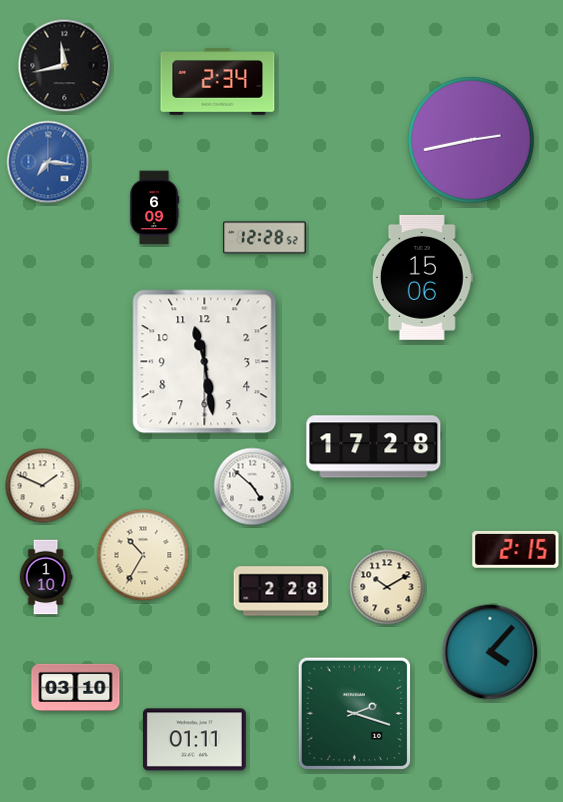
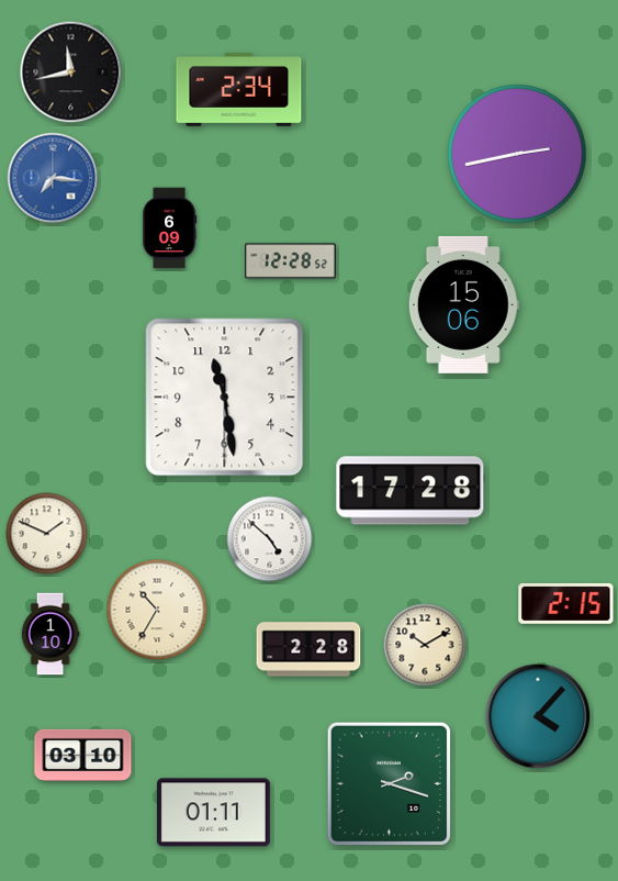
clock at (253, 487) position: (253, 487) -> (270, 539)
